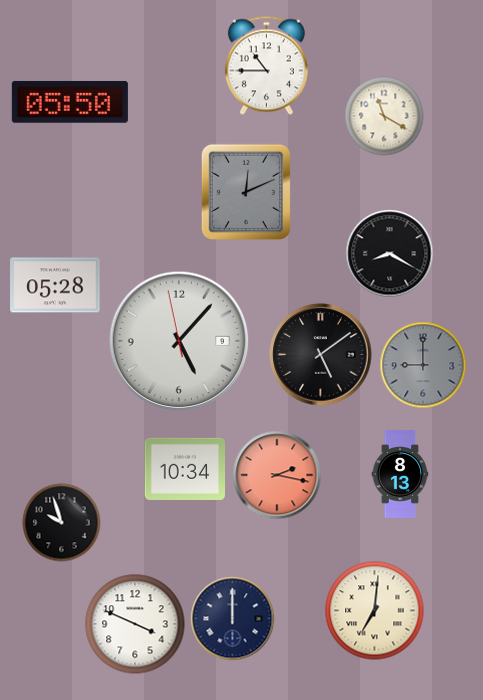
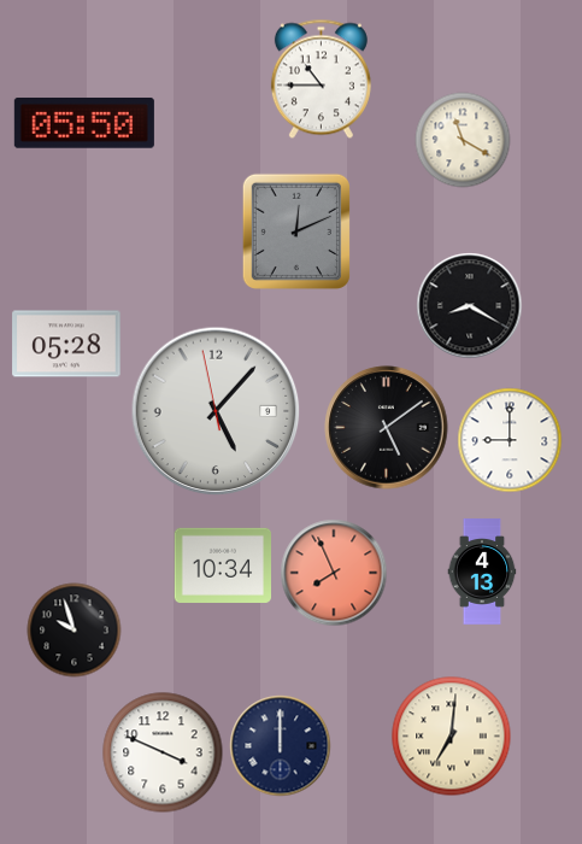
clock at (423, 365) dial: grey -> white
clock at (400, 474): 8:13 -> 4:13
clock at (277, 475): 2:17 -> 7:56
